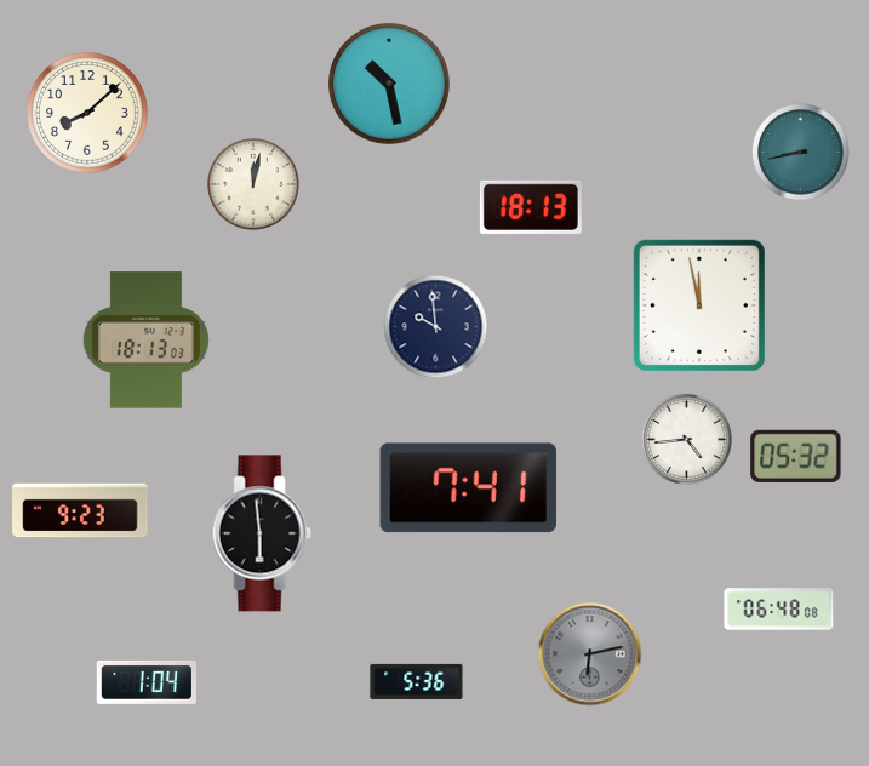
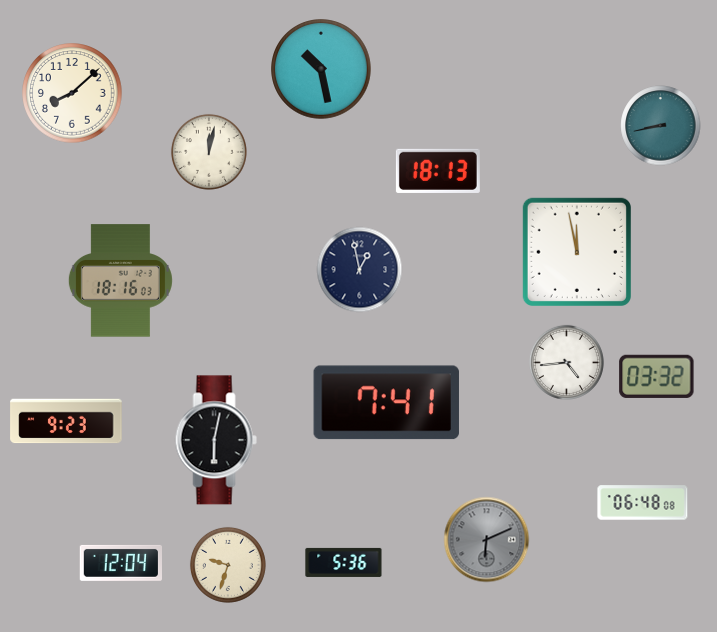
clock at (436, 327): 9:59 -> 12:58
clock at (145, 341): 18:13 -> 18:16
clock at (796, 456): 05:32 -> 03:32
clock at (262, 533): 5:59 -> 6:02
clock at (590, 654): 6:13 -> 6:11
clock at (145, 682): 1:04 -> 12:04
clock at (228, 565): none -> 9:33
